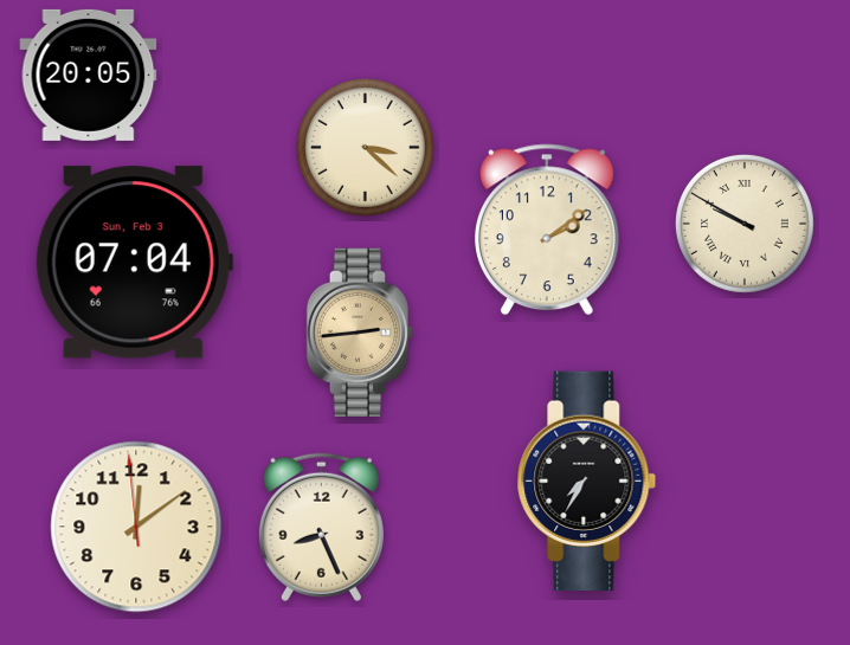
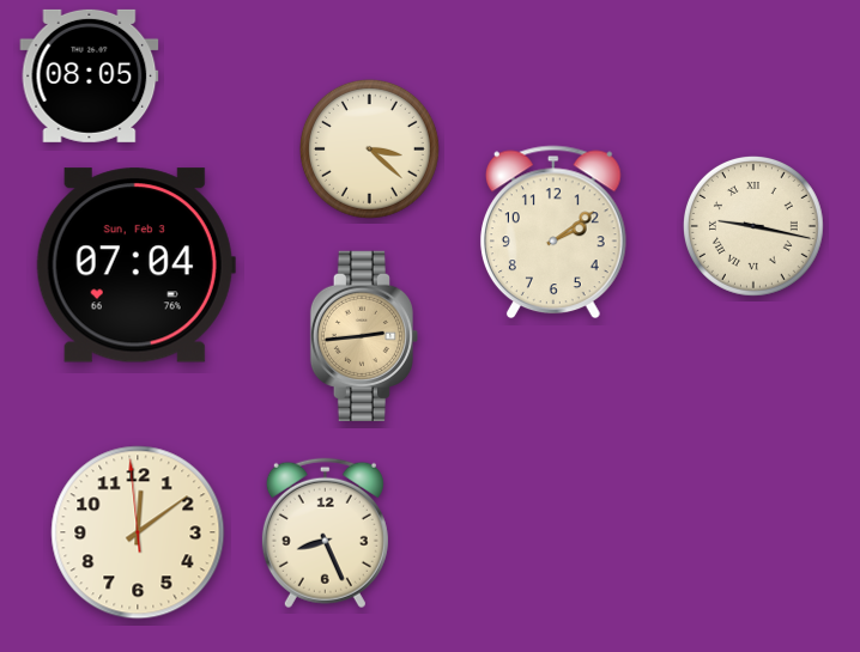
clock at (89, 75): 20:05 -> 08:05
clock at (745, 224): 9:50 -> 9:17
clock at (587, 482): 7:35 -> none
